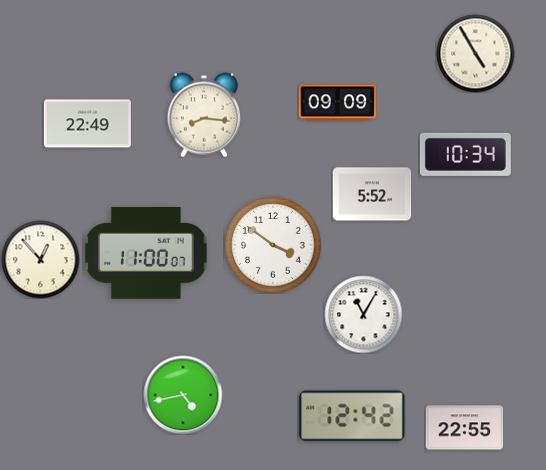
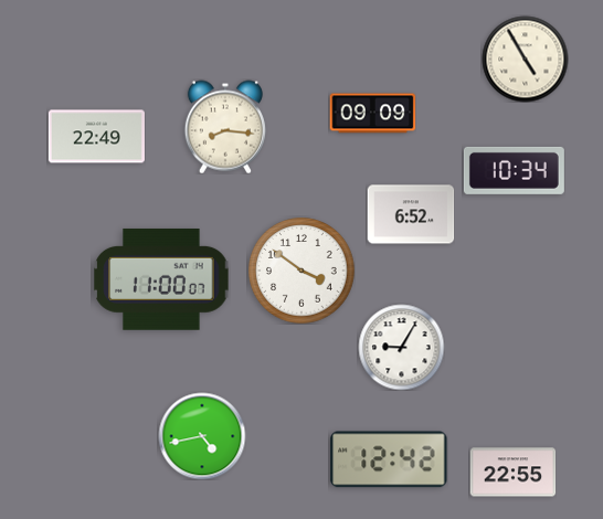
clock at (372, 194): 5:52 -> 6:52
clock at (40, 259): 12:53 -> none
clock at (363, 314): 11:05 -> 9:05
